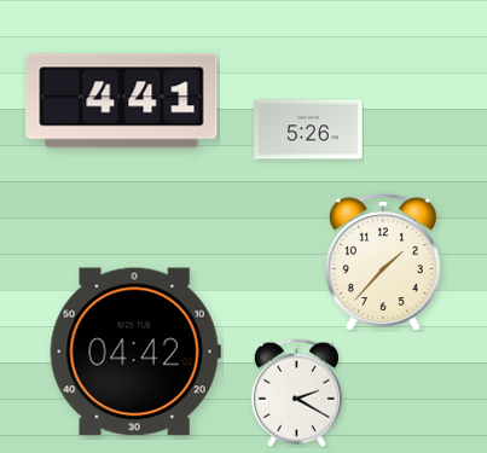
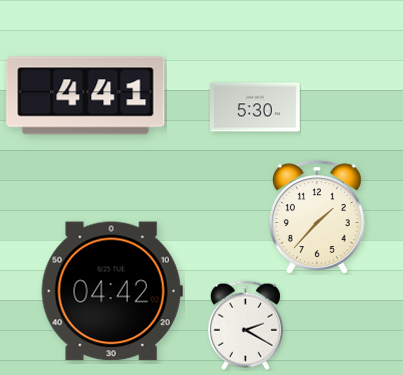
clock at (122, 101) position: (122, 101) -> (86, 96)
clock at (308, 129): 5:26 -> 5:30
